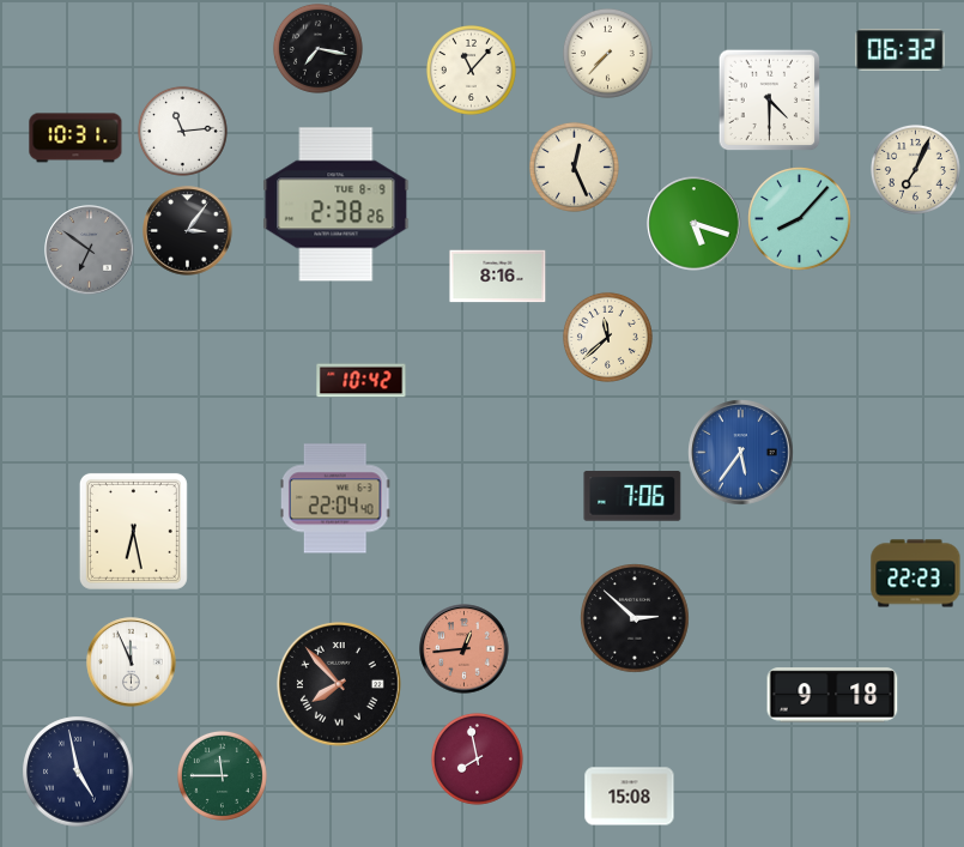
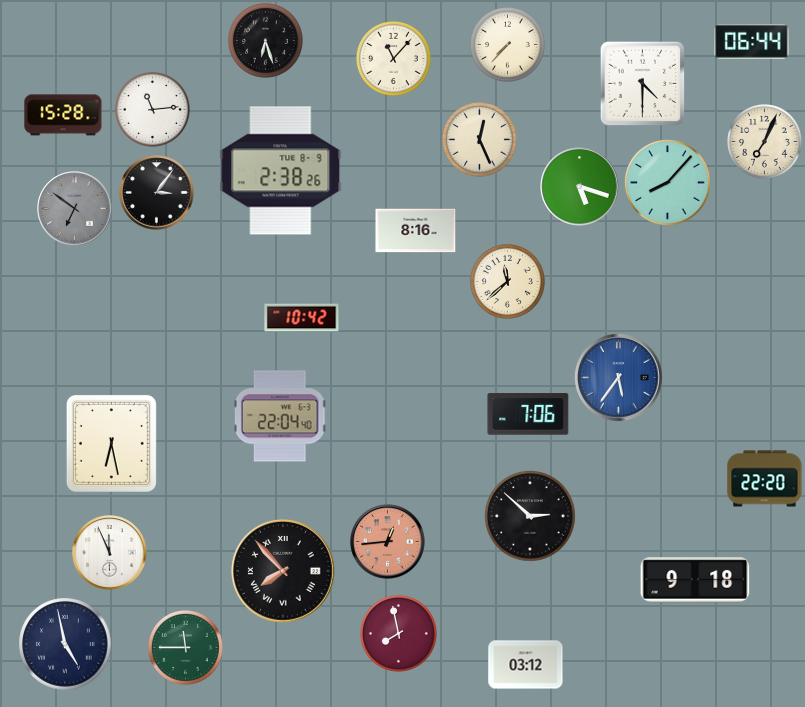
clock at (317, 48): 7:17 -> 6:27
clock at (901, 50): 06:32 -> 06:44
clock at (75, 138): 10:31 -> 15:28
clock at (916, 574): 22:23 -> 22:20
clock at (630, 797): 15:08 -> 03:12
